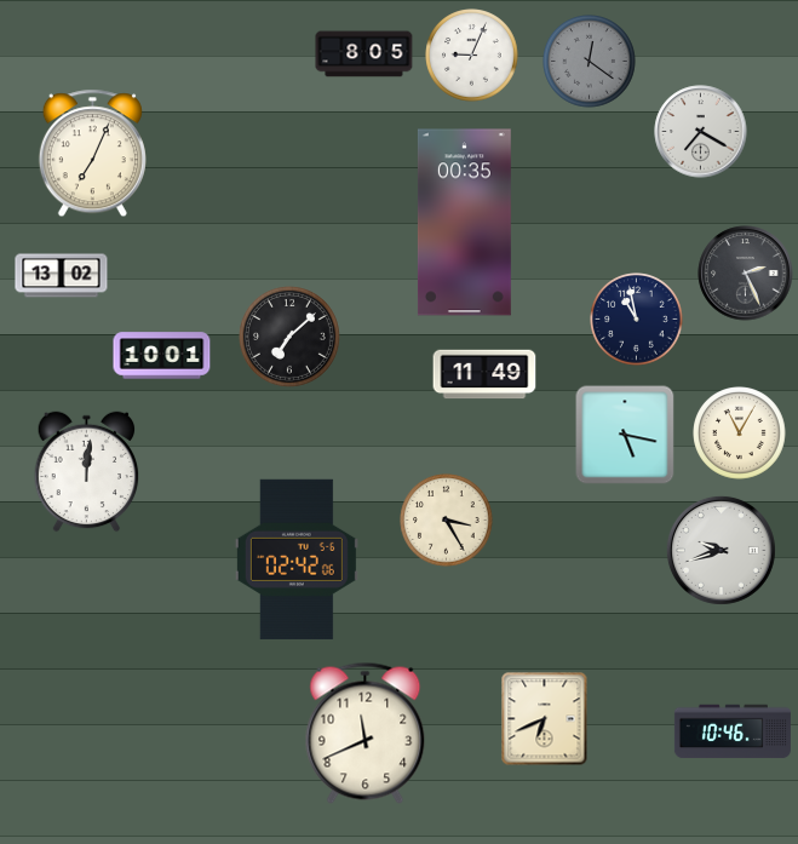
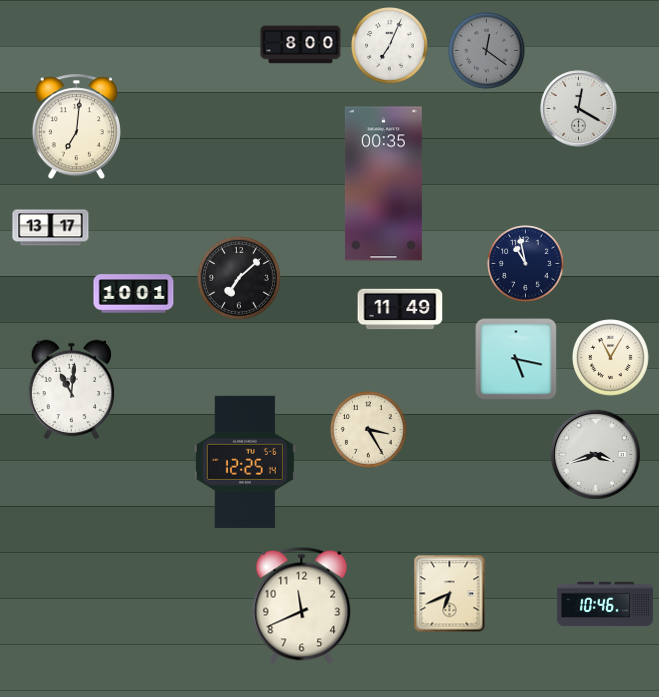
clock at (364, 54): 8:05 -> 8:00
clock at (472, 56): 9:04 -> 7:04
clock at (701, 132): 7:20 -> 12:20
clock at (92, 154): 7:04 -> 7:01
clock at (746, 274): 2:26 -> none
clock at (62, 276): 13:02 -> 13:17
clock at (87, 472): 12:01 -> 11:01
clock at (721, 550): 9:42 -> 3:42
clock at (297, 559): 02:42 -> 12:25
